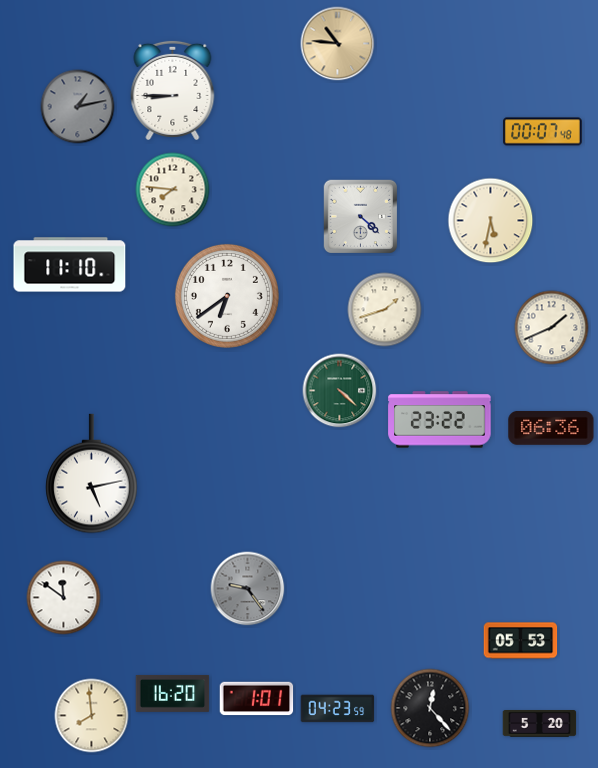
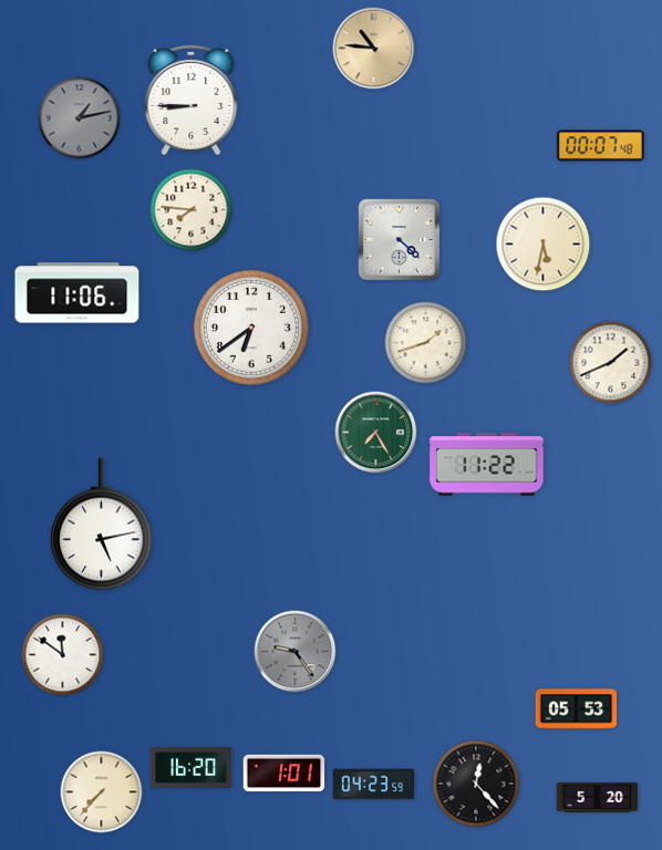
clock at (78, 107) position: (78, 107) -> (80, 118)
clock at (70, 265): 11:10 -> 11:06
clock at (340, 391): 4:22 -> 7:25
clock at (440, 420): 23:22 -> 11:22
clock at (551, 428): 06:36 -> none
clock at (248, 589) position: (248, 589) -> (296, 652)
clock at (64, 598) position: (64, 598) -> (63, 655)
clock at (92, 716): 7:59 -> 7:37
clock at (540, 724) position: (540, 724) -> (598, 798)
